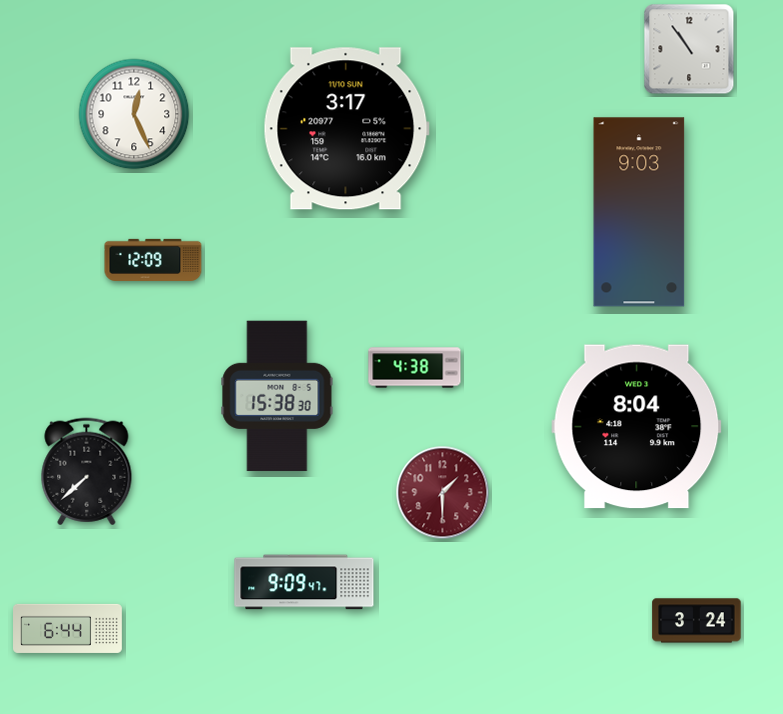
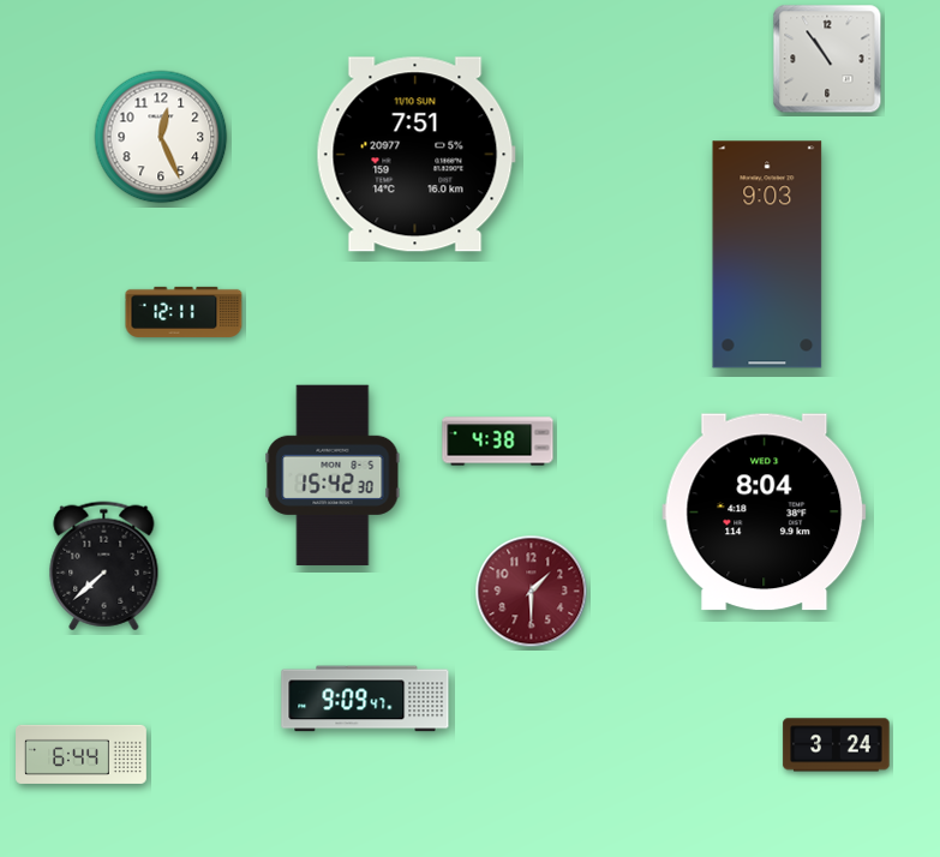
clock at (346, 129): 3:17 -> 7:51
clock at (153, 260): 12:09 -> 12:11
clock at (277, 396): 15:38 -> 15:42
